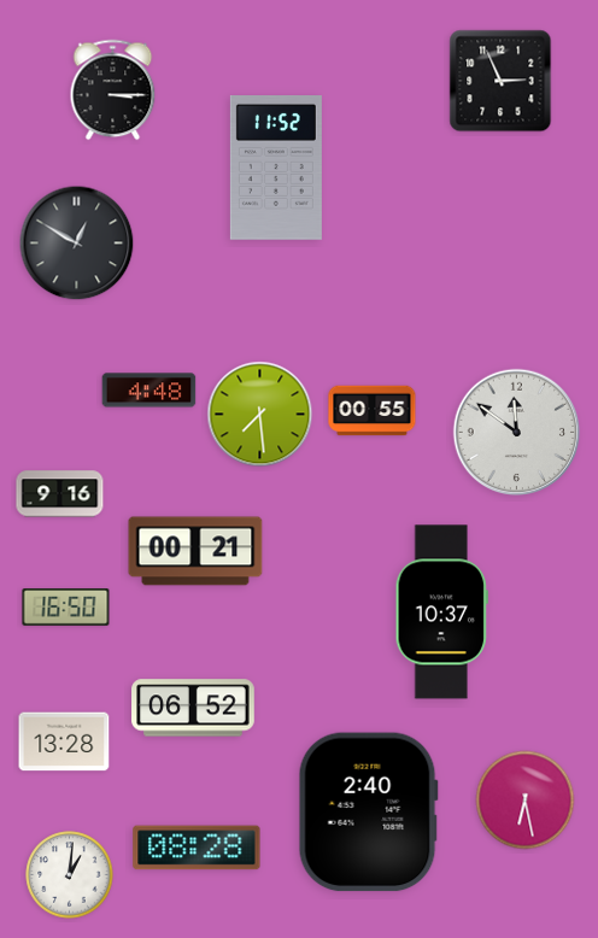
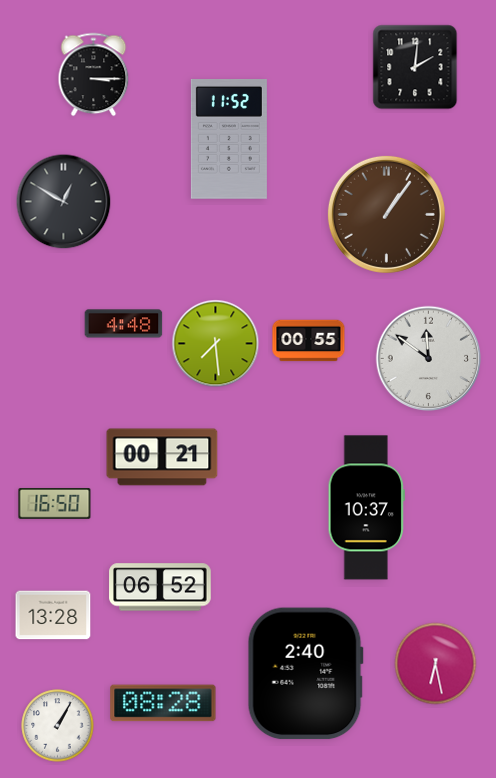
clock at (500, 81): 2:56 -> 2:01
clock at (386, 214): none -> 1:06
clock at (60, 494): 9:16 -> none
clock at (70, 875): 1:01 -> 1:05
